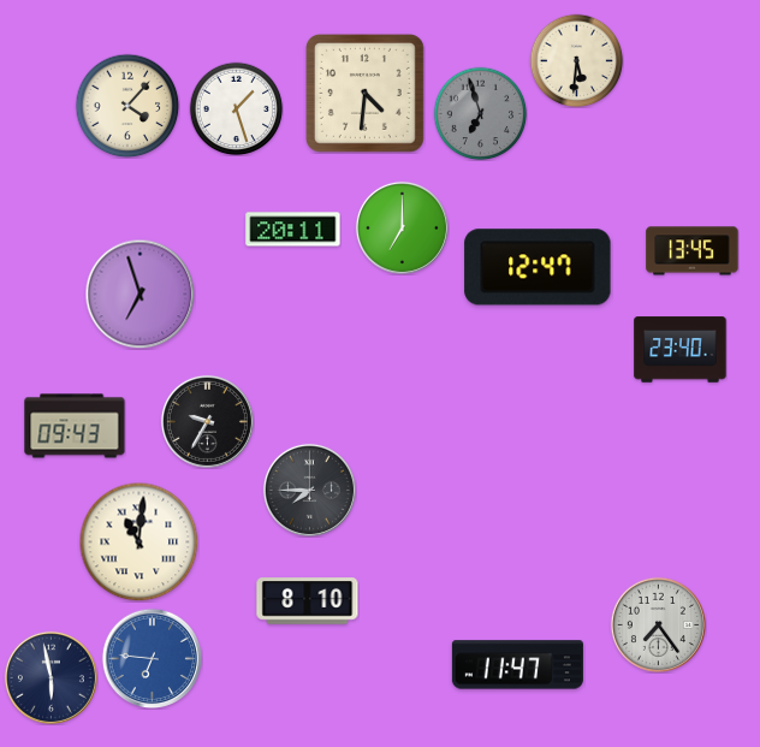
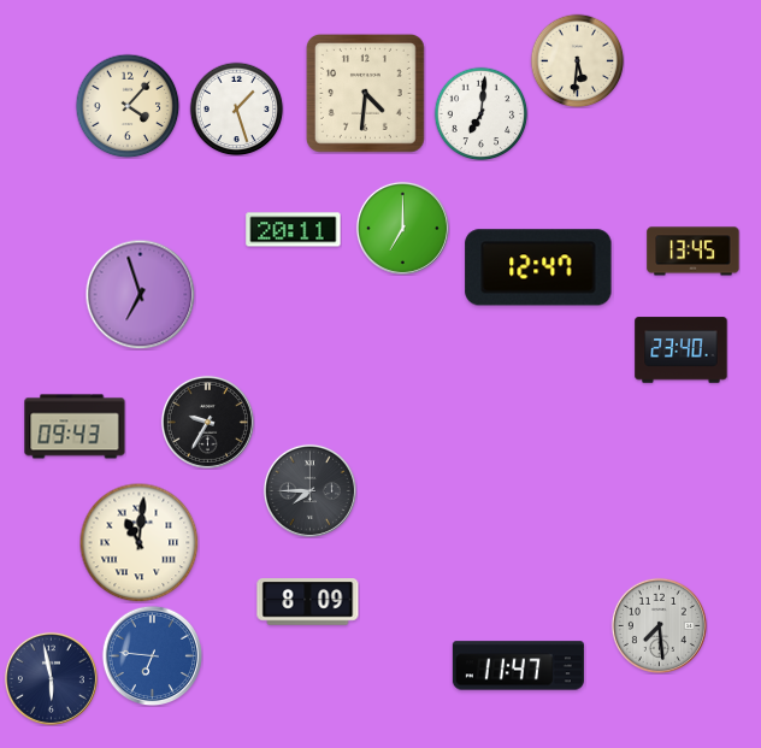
clock at (480, 113): 6:57 -> 7:01
clock at (480, 113) dial: grey -> white
clock at (308, 601): 8:10 -> 8:09
clock at (658, 624): 7:24 -> 7:29
clock at (152, 658) position: (152, 658) -> (152, 655)
